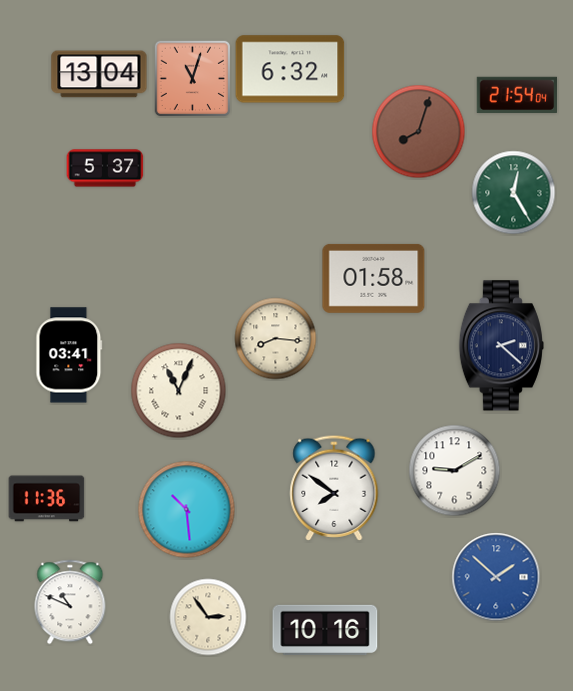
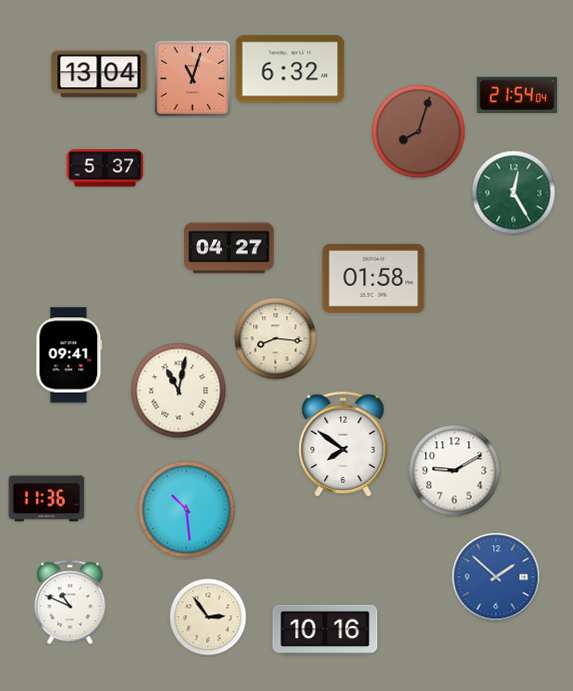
clock at (229, 248): none -> 04:27
clock at (501, 346): 2:22 -> none
clock at (69, 355): 03:41 -> 09:41
clock at (179, 391): 11:04 -> 11:02
clock at (334, 488) position: (334, 488) -> (343, 444)
